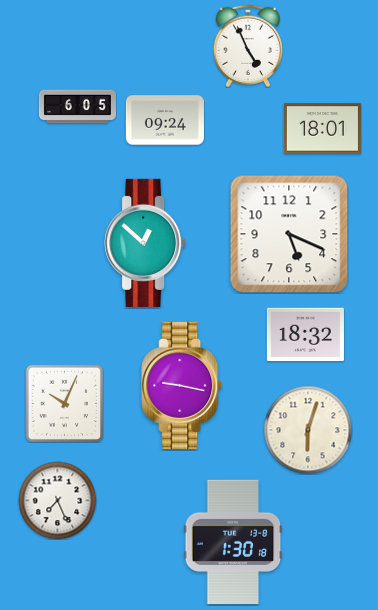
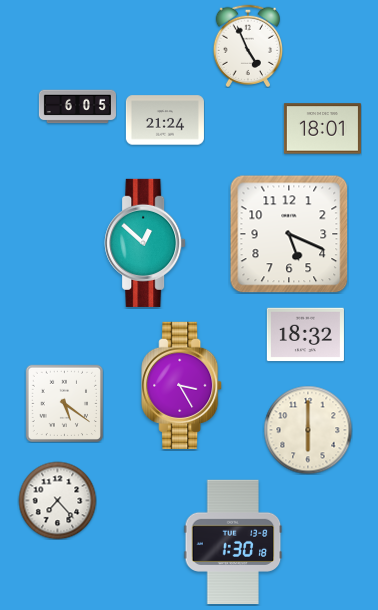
clock at (165, 120): 09:24 -> 21:24
clock at (182, 385): 9:17 -> 3:25
clock at (64, 403): 10:04 -> 5:21
clock at (308, 430): 6:03 -> 6:00
clock at (57, 500): 7:26 -> 7:23
